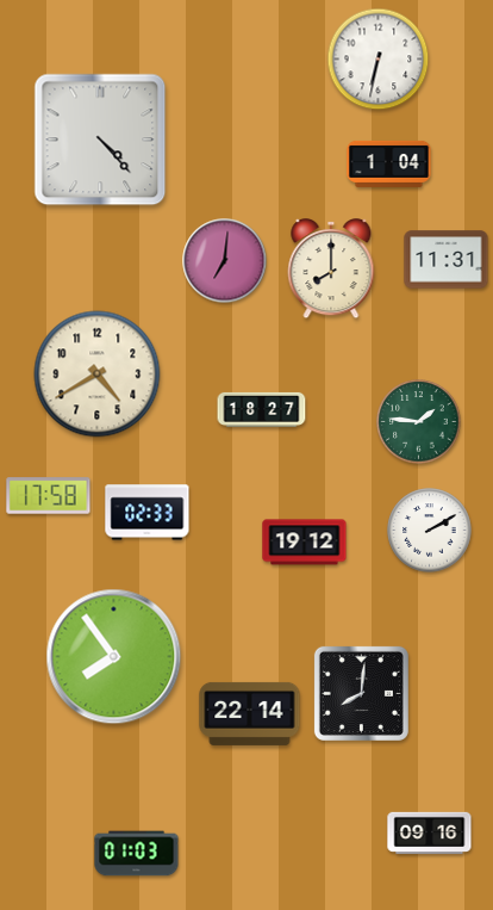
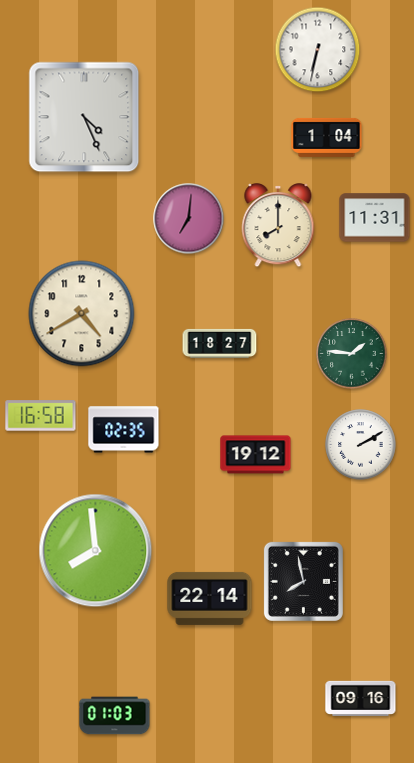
clock at (100, 140): 4:23 -> 4:26
clock at (49, 496): 17:58 -> 16:58
clock at (148, 513): 02:33 -> 02:35
clock at (114, 657): 7:54 -> 7:59
clock at (361, 693): 8:01 -> 7:58
